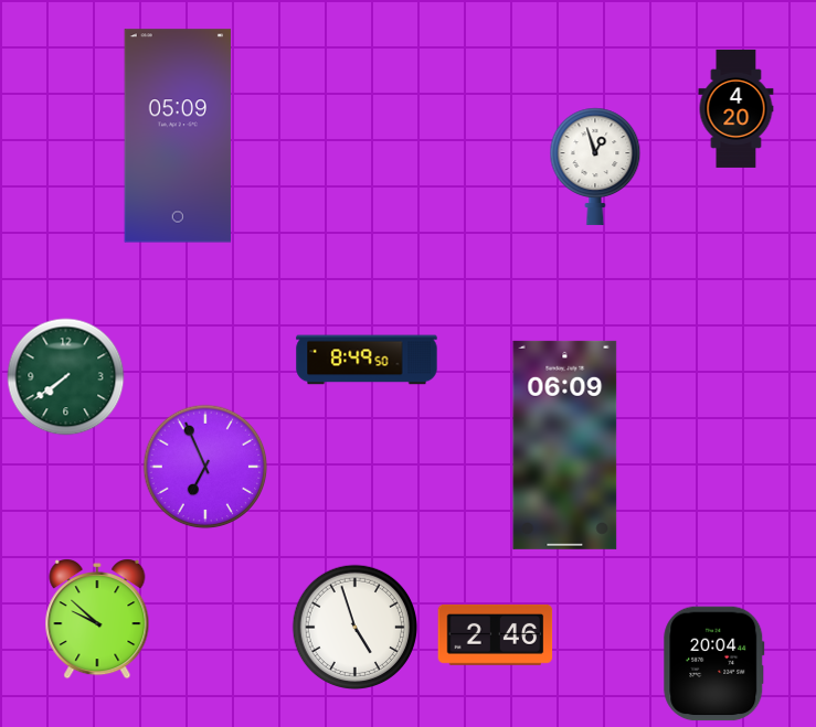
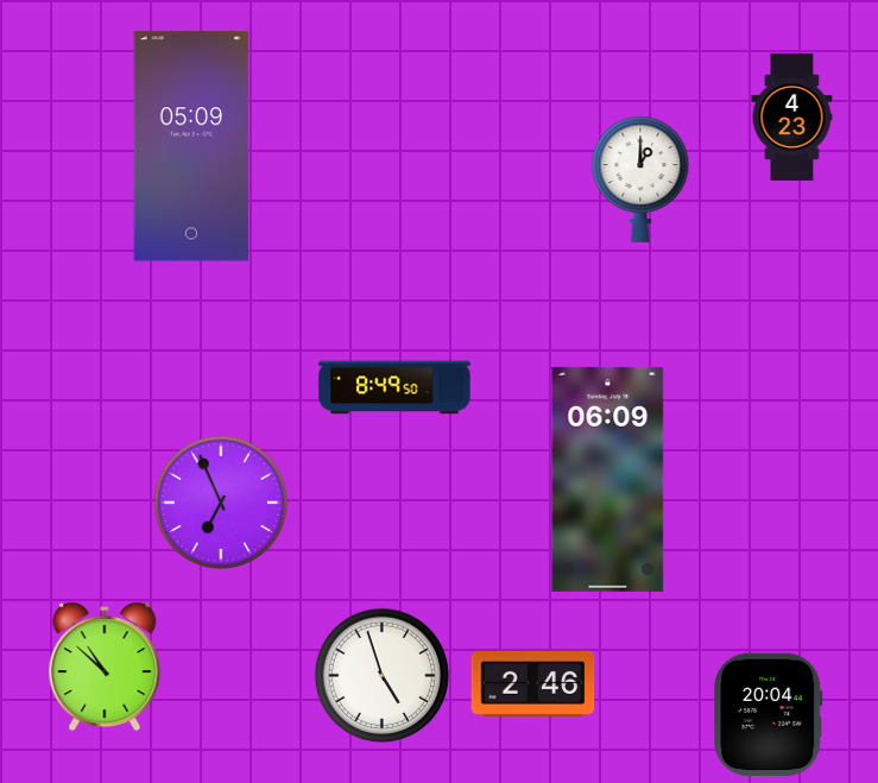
clock at (736, 108): 4:20 -> 4:23
clock at (595, 167): 12:57 -> 1:00
clock at (66, 377): 7:39 -> none
clock at (97, 620): 9:52 -> 10:52
